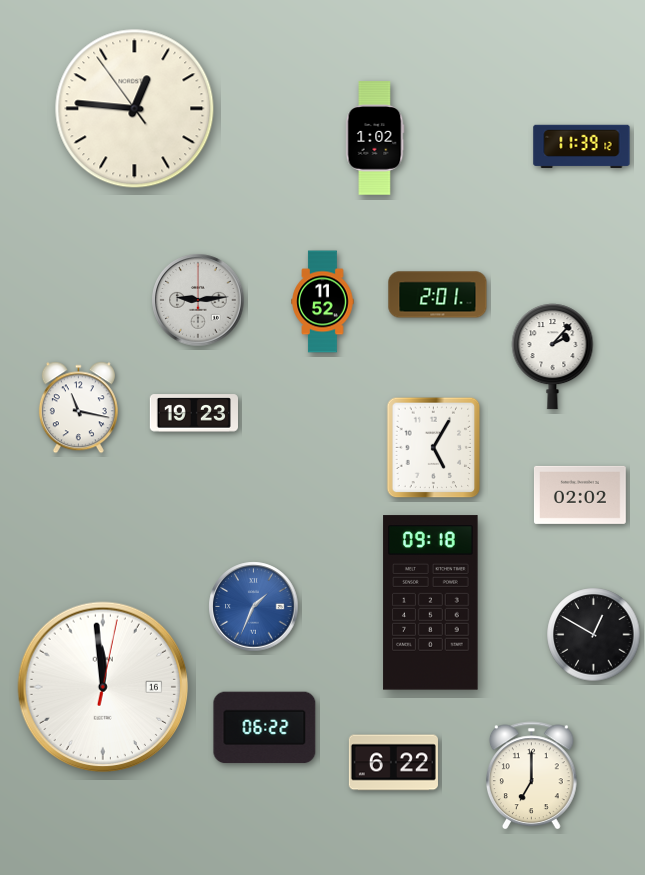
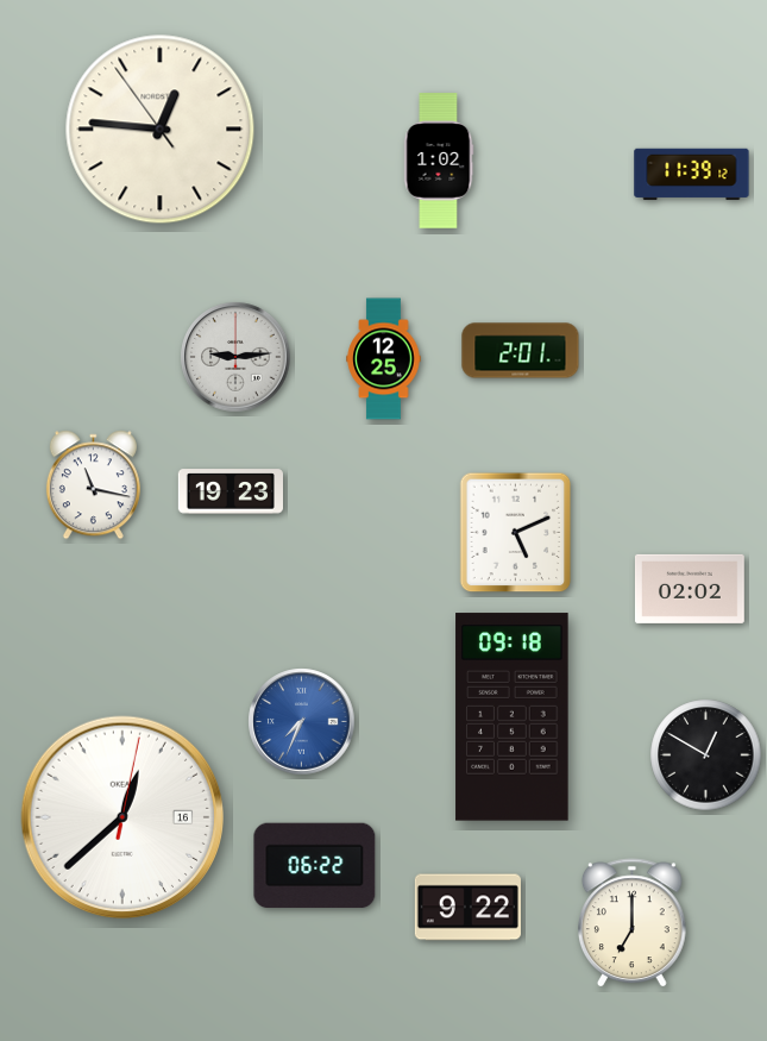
clock at (375, 138) position: (375, 138) -> (439, 161)
clock at (323, 302): 11:52 -> 12:25
clock at (553, 357): 2:07 -> none
clock at (434, 448): 5:05 -> 5:11
clock at (254, 607): 1:34 -> 7:34
clock at (103, 687): 11:59 -> 12:38
clock at (393, 763): 6:22 -> 9:22
